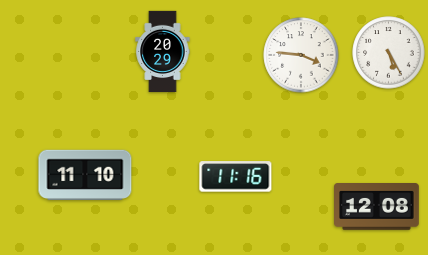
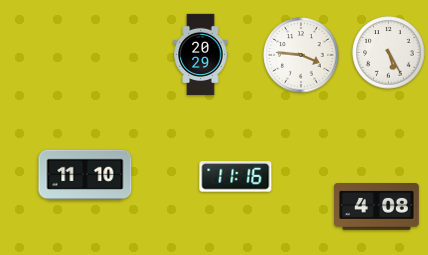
clock at (163, 52) position: (163, 52) -> (201, 55)
clock at (377, 207): 12:08 -> 4:08
